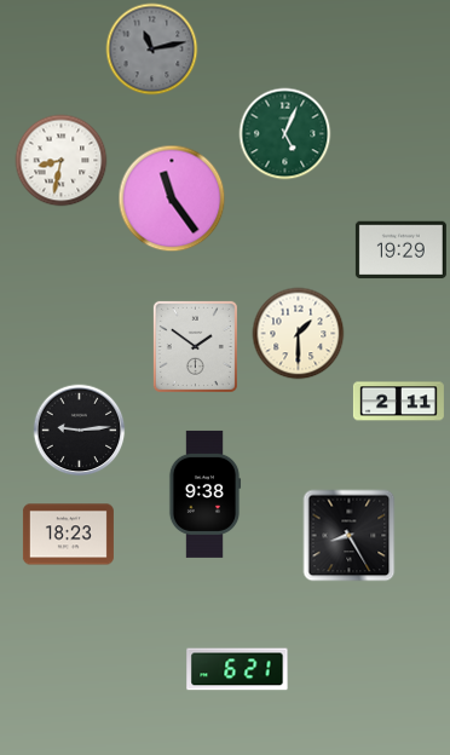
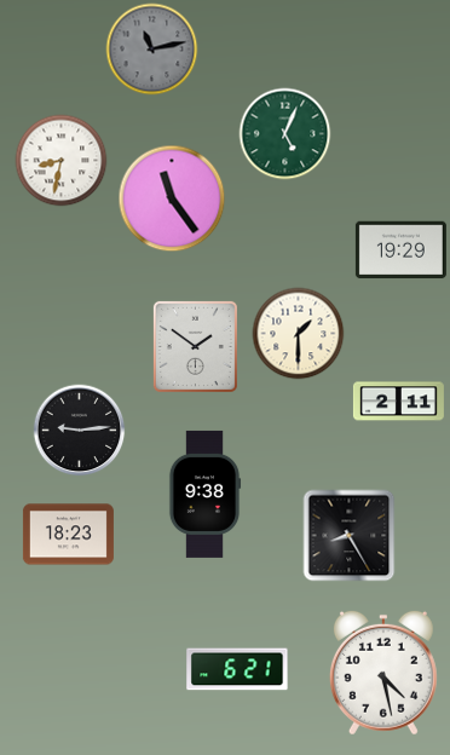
clock at (383, 673): none -> 4:28
